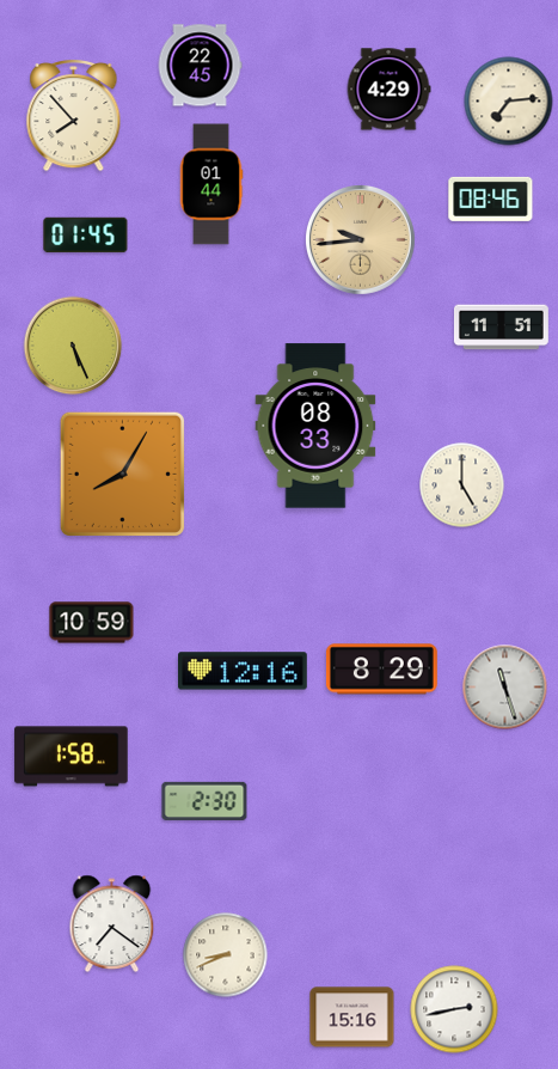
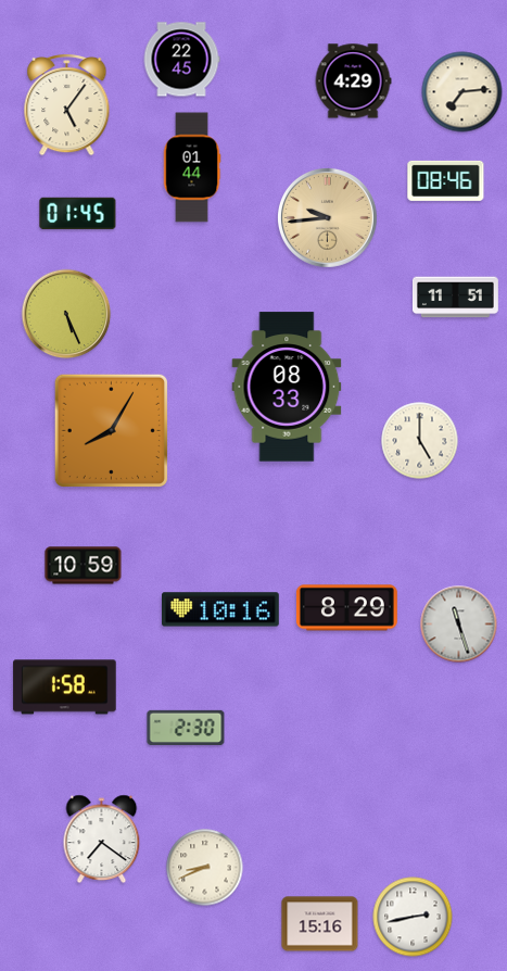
clock at (74, 115): 7:53 -> 5:06
clock at (244, 671): 12:16 -> 10:16
